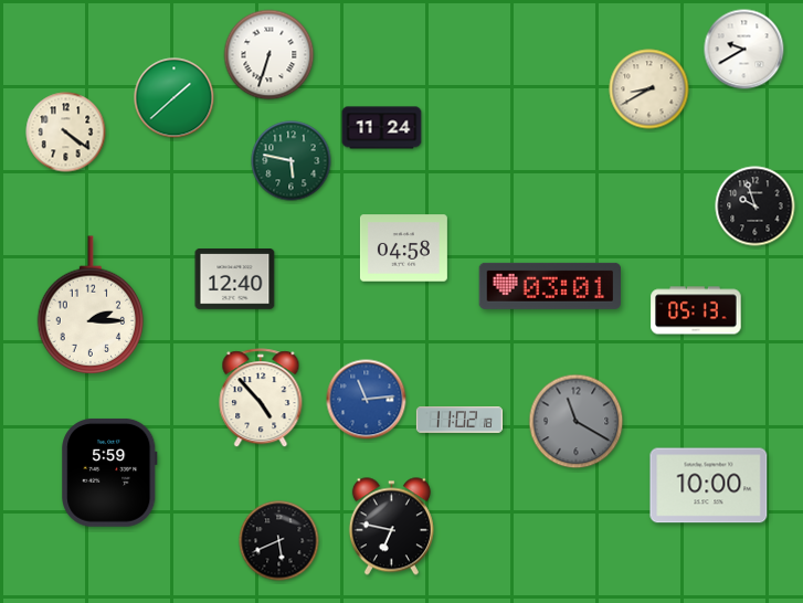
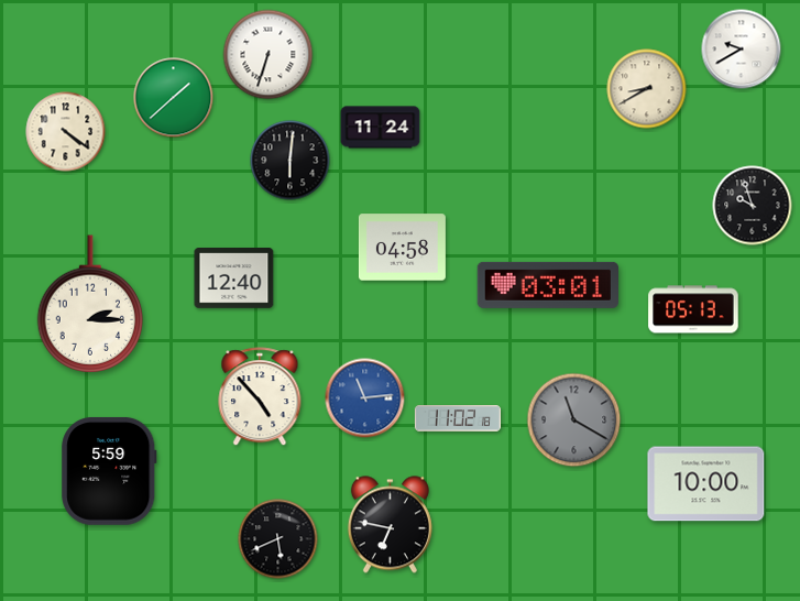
clock at (292, 161): 5:47 -> 6:01
clock at (292, 161) dial: green -> black
